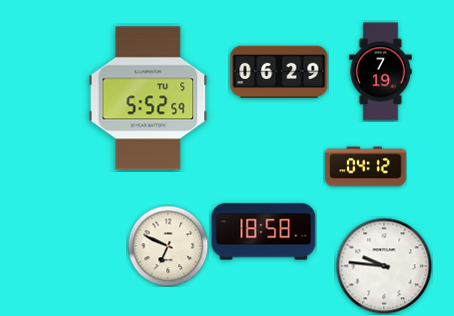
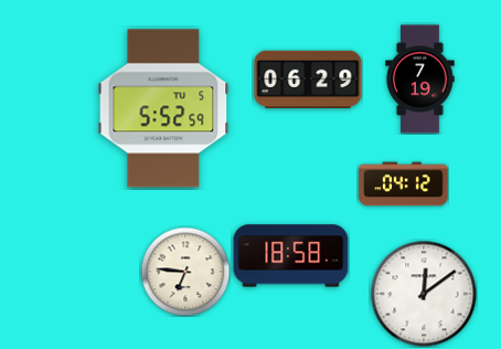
clock at (168, 246): 6:49 -> 6:46
clock at (384, 266): 9:46 -> 12:09
